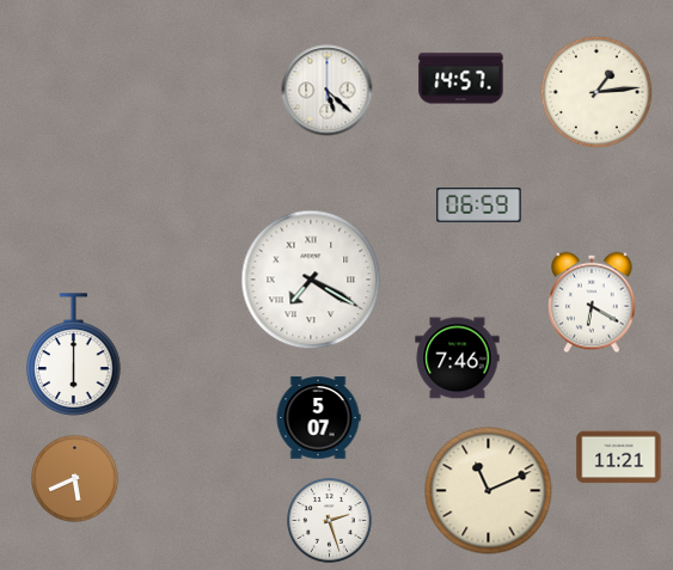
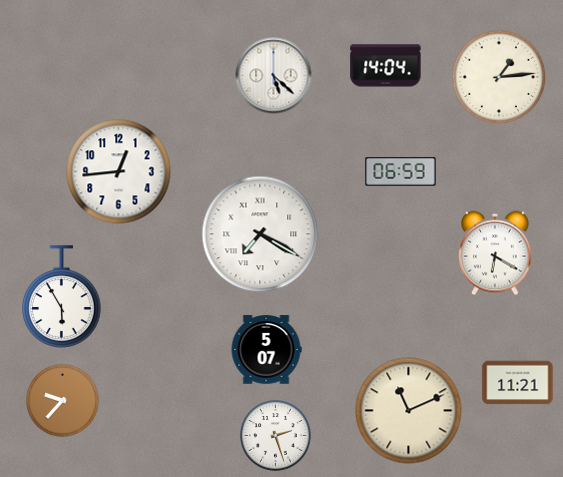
clock at (461, 79): 14:57 -> 14:04
clock at (119, 172): none -> 12:44
clock at (74, 355): 6:00 -> 5:55
clock at (458, 358): 7:46 -> none
clock at (75, 479): 5:41 -> 9:37
